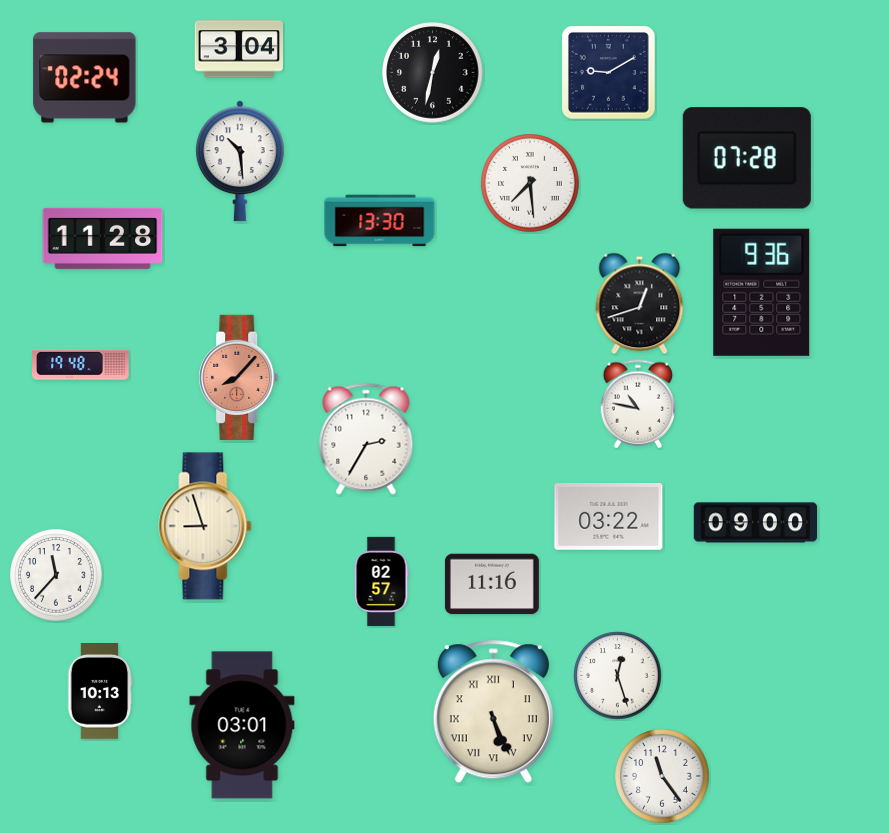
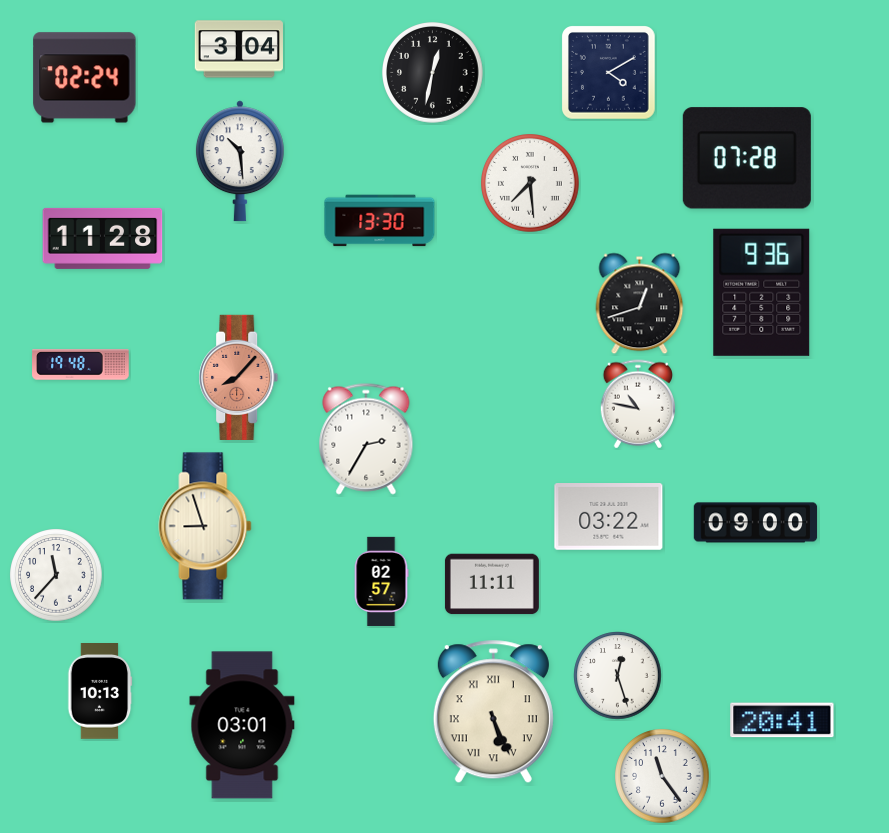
clock at (609, 73): 9:10 -> 4:10
clock at (492, 584): 11:16 -> 11:11
clock at (782, 720): none -> 20:41
